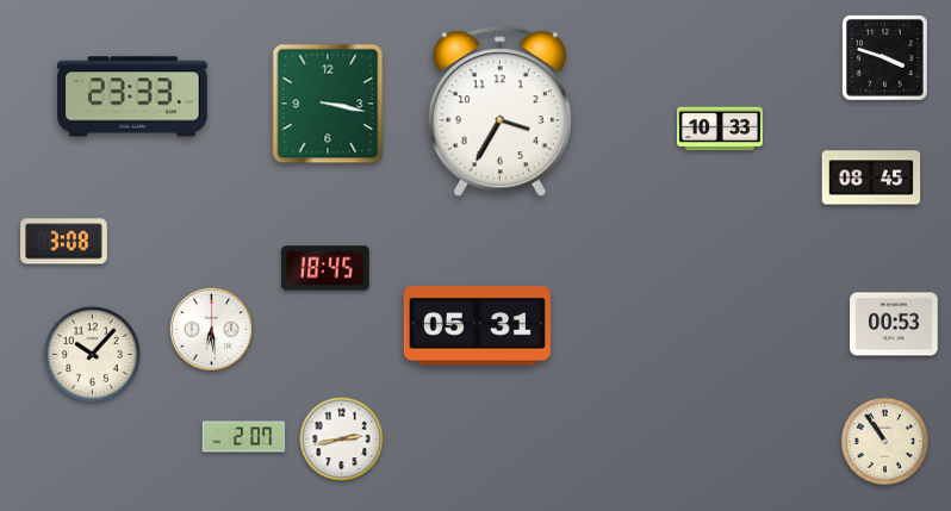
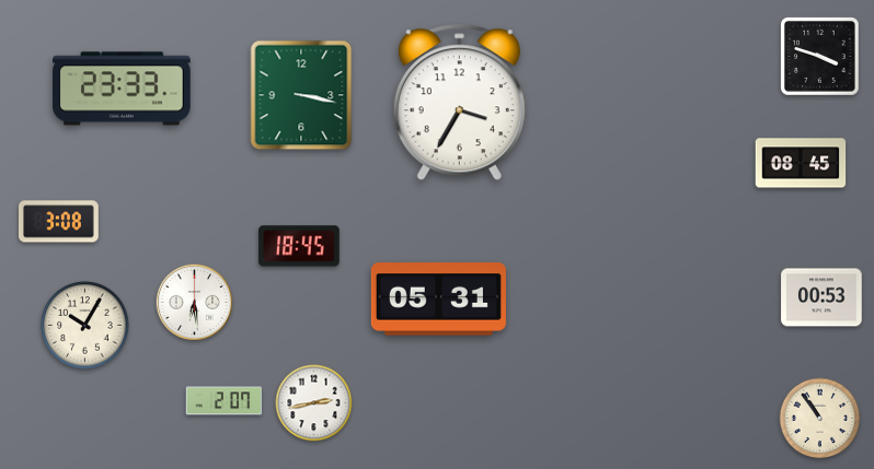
clock at (885, 58) position: (885, 58) -> (820, 57)
clock at (720, 129): 10:33 -> none
clock at (93, 355): 10:07 -> 10:05
clock at (885, 442) position: (885, 442) -> (820, 419)
